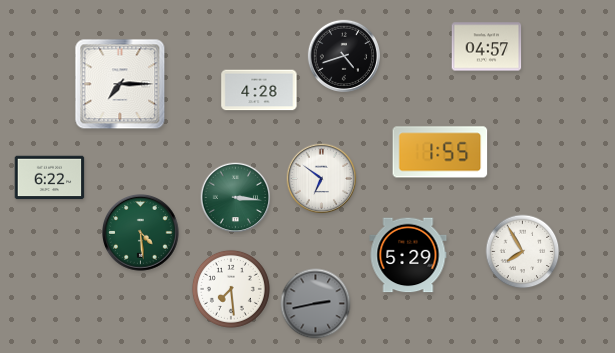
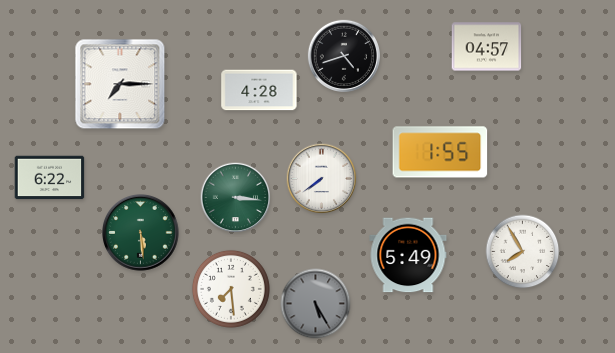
clock at (322, 179): 6:51 -> 7:39
clock at (141, 233): 4:29 -> 5:29
clock at (408, 255): 5:29 -> 5:49
clock at (316, 304): 2:43 -> 5:25
